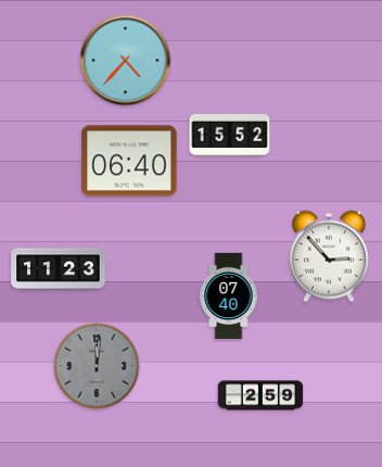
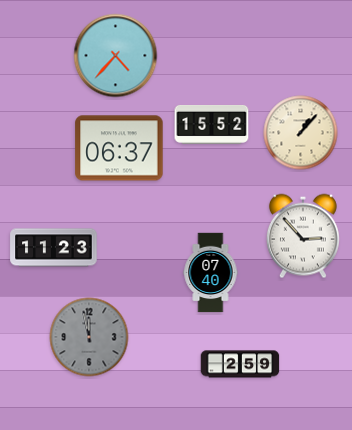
clock at (301, 133): none -> 1:07
clock at (129, 161): 06:40 -> 06:37
clock at (97, 366): 12:01 -> 11:58
